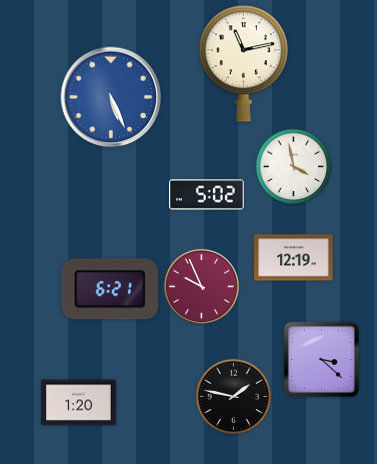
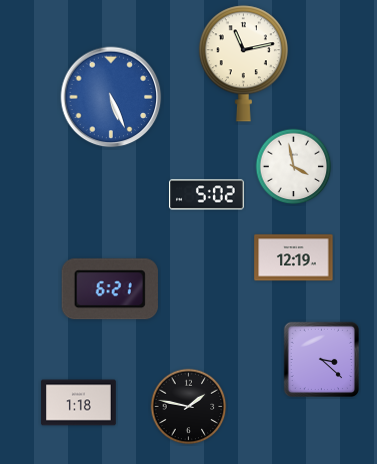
clock at (201, 286): 9:56 -> none
clock at (234, 397) position: (234, 397) -> (189, 407)
clock at (79, 403): 1:20 -> 1:18
